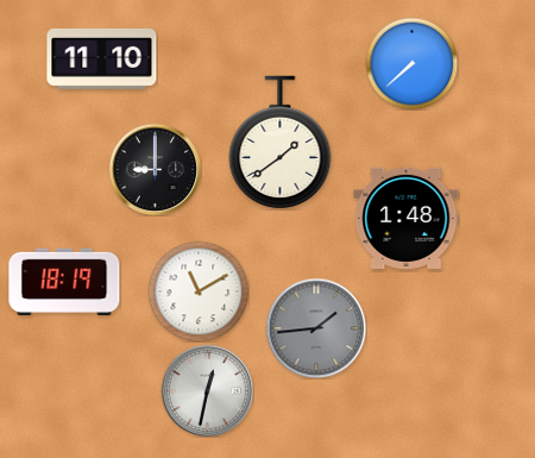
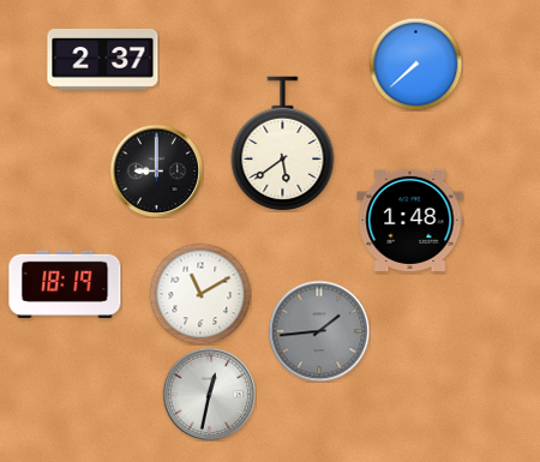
clock at (102, 59): 11:10 -> 2:37
clock at (281, 143): 1:39 -> 5:39
